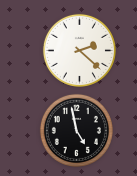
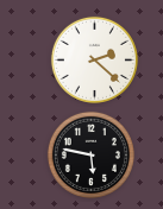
clock at (76, 130): 4:58 -> 5:47
